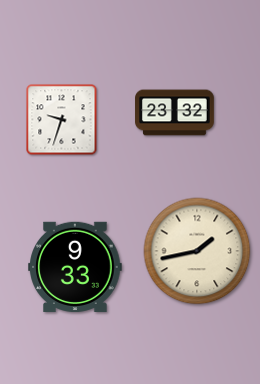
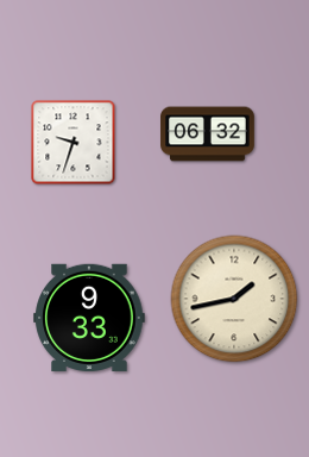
clock at (175, 113): 23:32 -> 06:32
